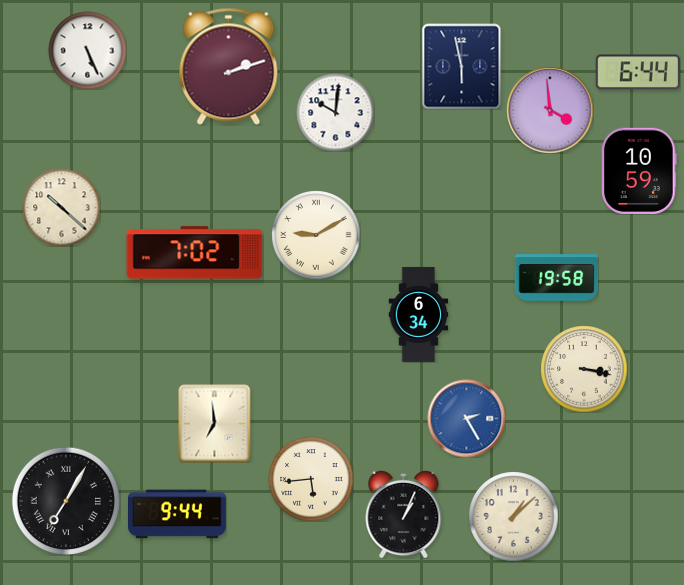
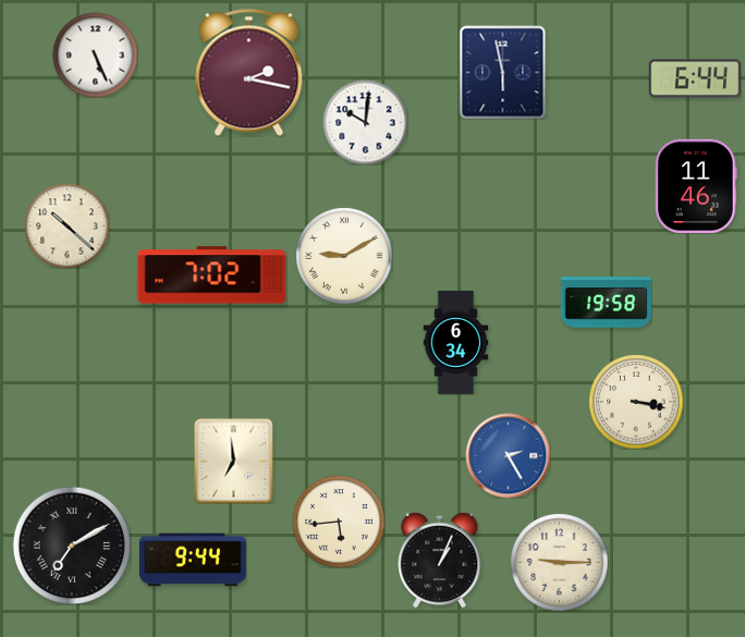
clock at (229, 66): 2:12 -> 2:17
clock at (550, 110): 3:59 -> none
clock at (639, 170): 10:59 -> 11:46
clock at (65, 500): 7:05 -> 7:10
clock at (513, 516): 1:08 -> 9:15
